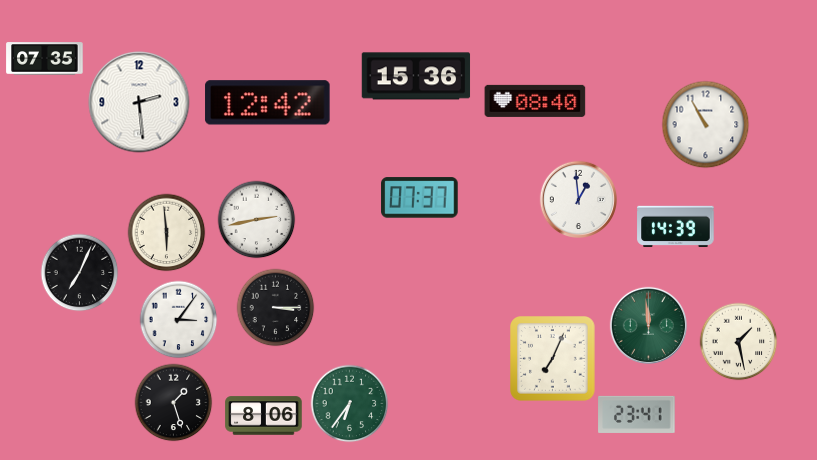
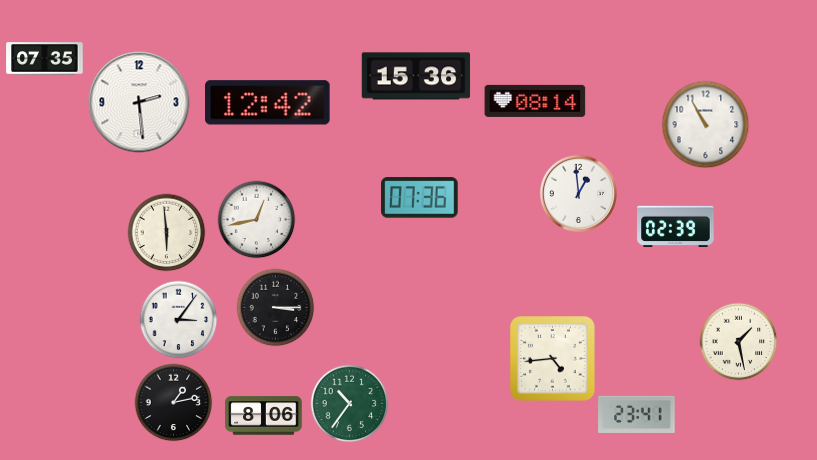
clock at (535, 101): 08:40 -> 08:14
clock at (420, 198): 07:37 -> 07:36
clock at (578, 199) position: (578, 199) -> (578, 193)
clock at (256, 219): 2:43 -> 12:43
clock at (676, 226): 14:39 -> 02:39
clock at (79, 272): 7:04 -> none
clock at (648, 325): 11:59 -> none
clock at (553, 359): 7:04 -> 4:44
clock at (173, 402): 1:27 -> 1:13
clock at (349, 403): 6:36 -> 10:36
